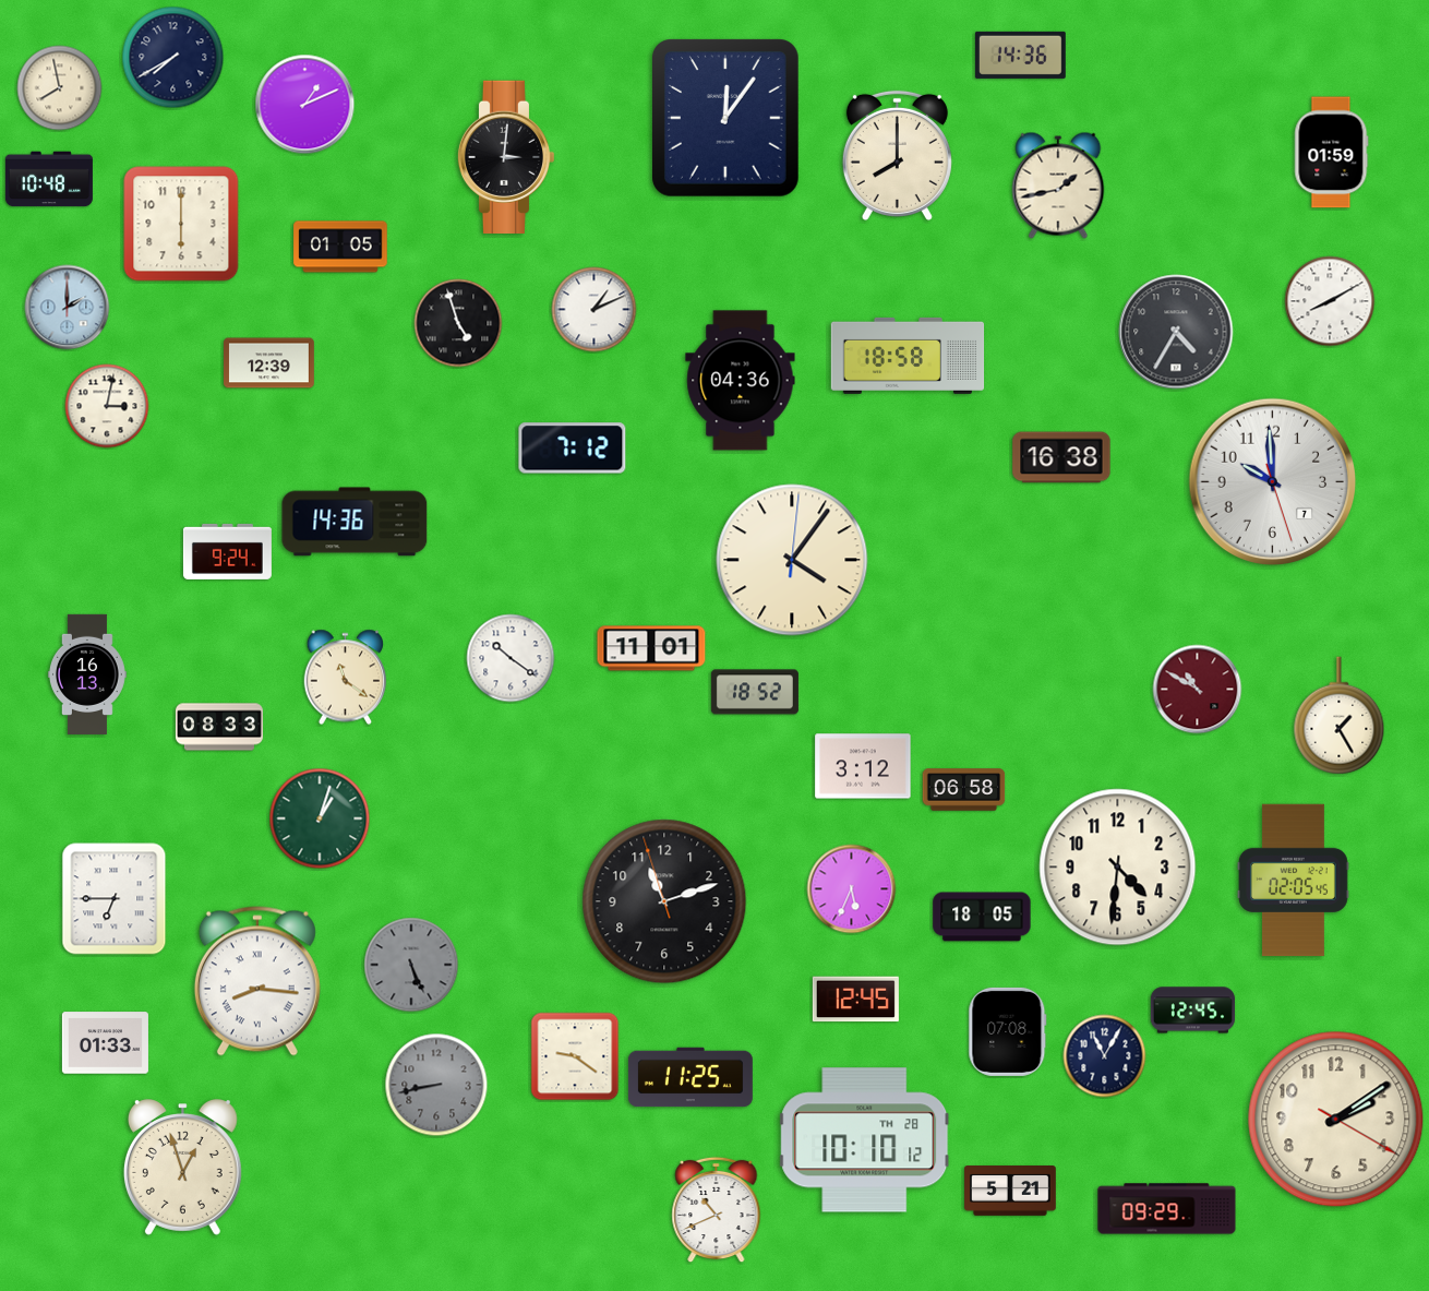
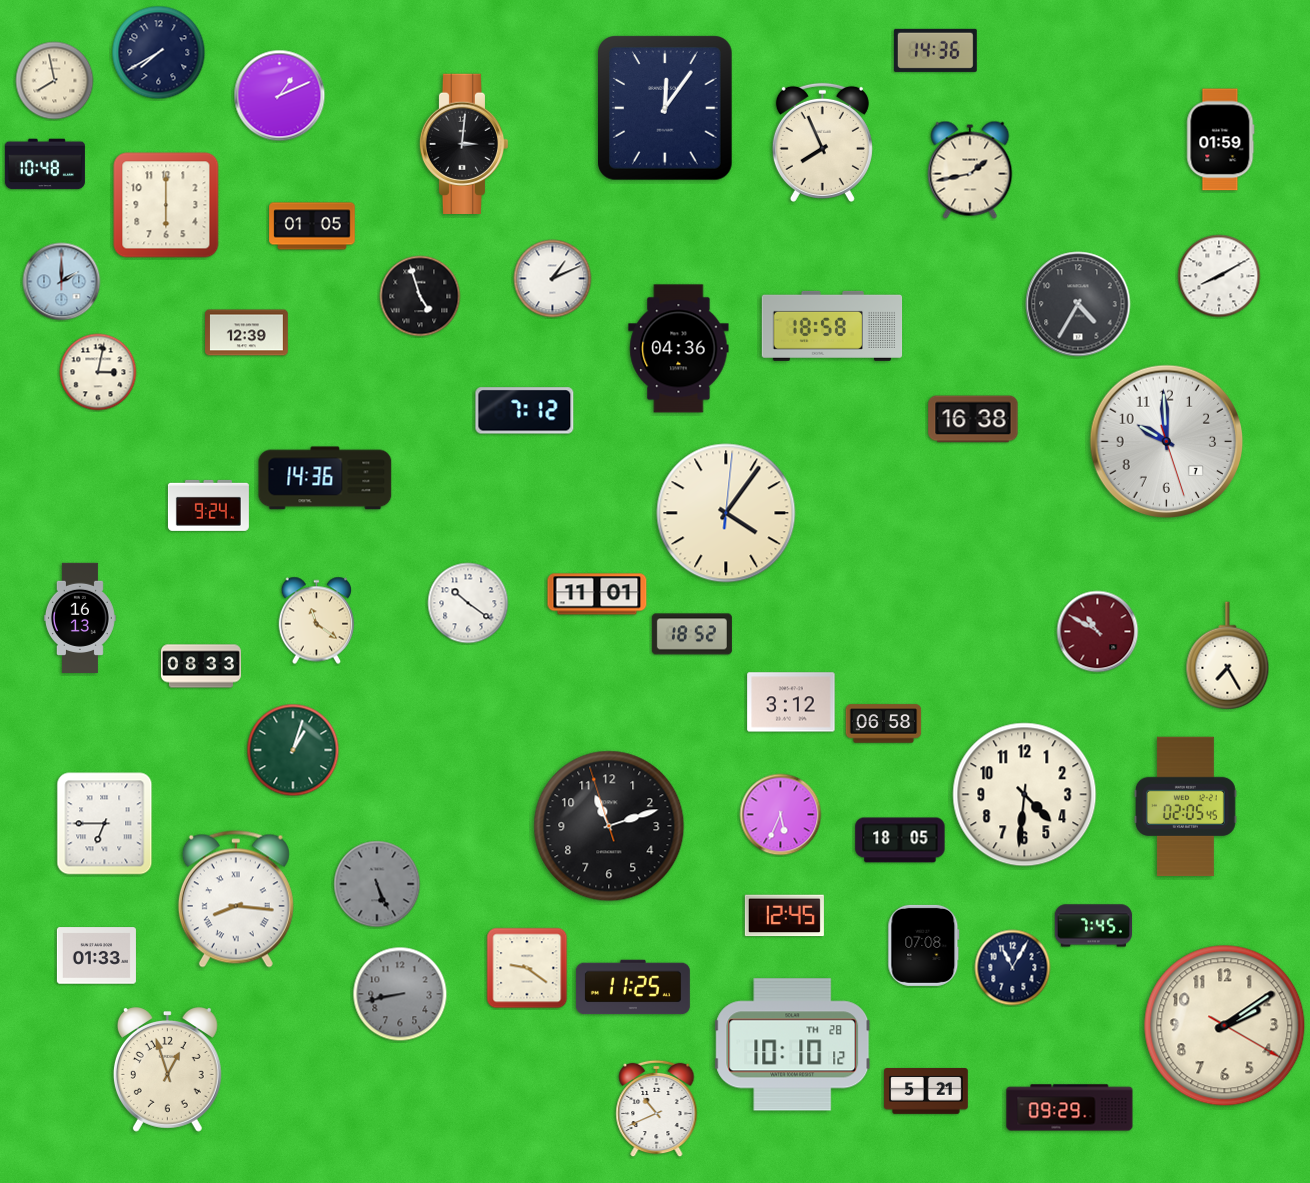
clock at (897, 155): 8:00 -> 7:56
clock at (595, 310) position: (595, 310) -> (553, 279)
clock at (1340, 716): 1:25 -> 7:25
clock at (1193, 1011): 12:45 -> 7:45
